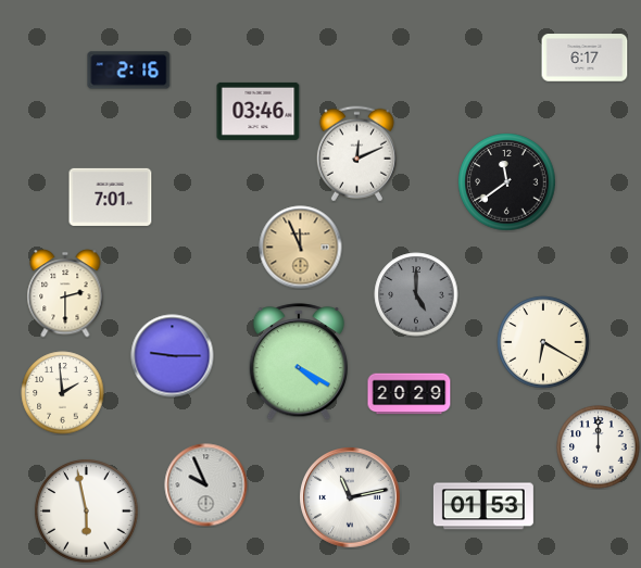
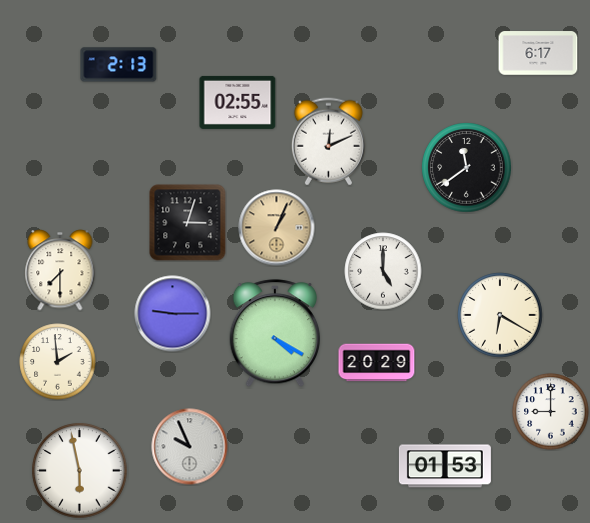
clock at (129, 71): 2:16 -> 2:13
clock at (259, 111): 03:46 -> 02:55
clock at (111, 197): 7:01 -> none
clock at (188, 223): none -> 3:03
clock at (301, 248): 11:56 -> 1:04
clock at (65, 293): 2:30 -> 7:30
clock at (416, 294) dial: grey -> white
clock at (173, 356) position: (173, 356) -> (173, 314)
clock at (599, 447): 12:00 -> 9:00
clock at (350, 497): 11:13 -> none
